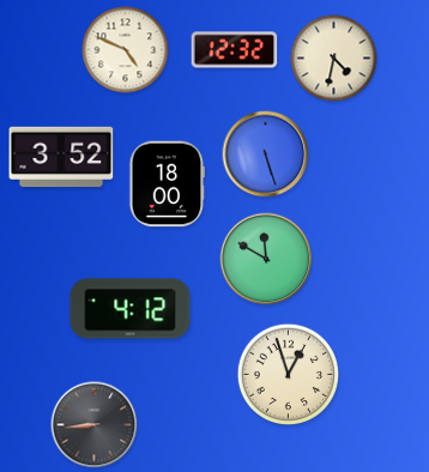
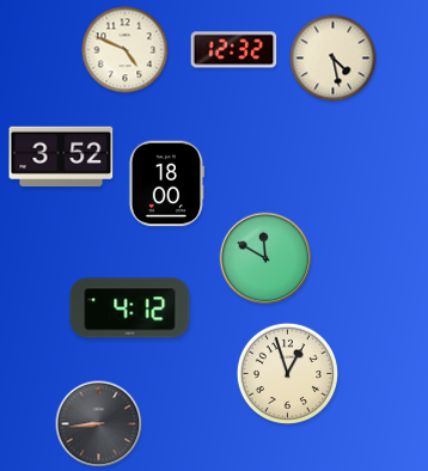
clock at (334, 59): 4:32 -> 4:28
clock at (266, 155): 5:27 -> none
clock at (95, 425) position: (95, 425) -> (99, 424)
